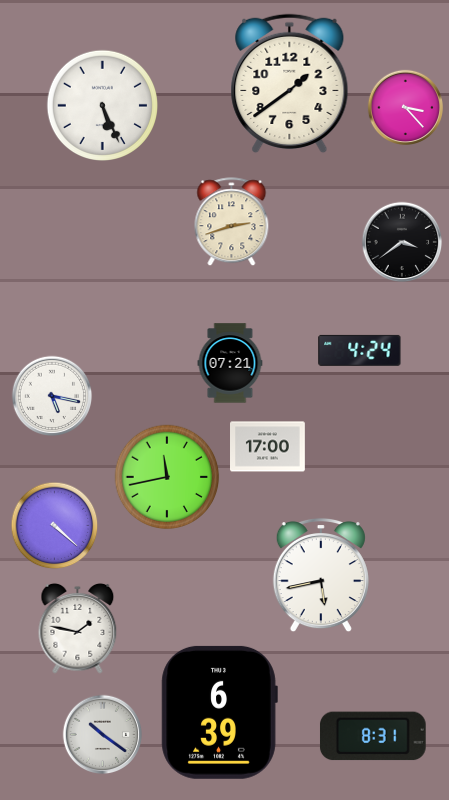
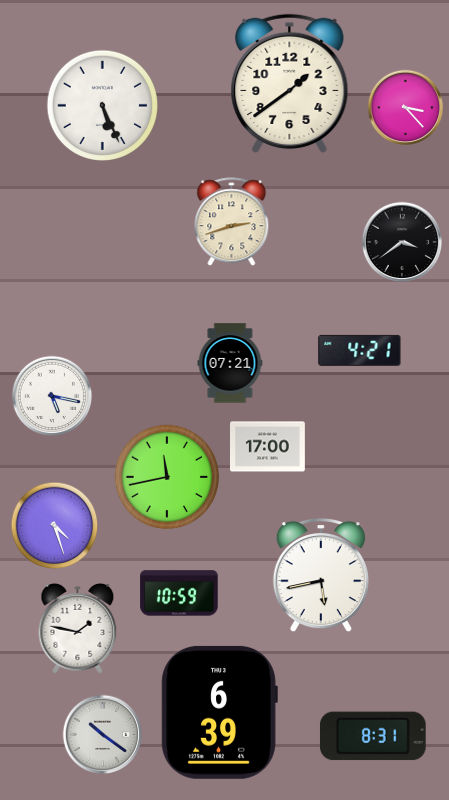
clock at (360, 350): 4:24 -> 4:21
clock at (55, 526): 4:22 -> 4:27
clock at (179, 593): none -> 10:59
